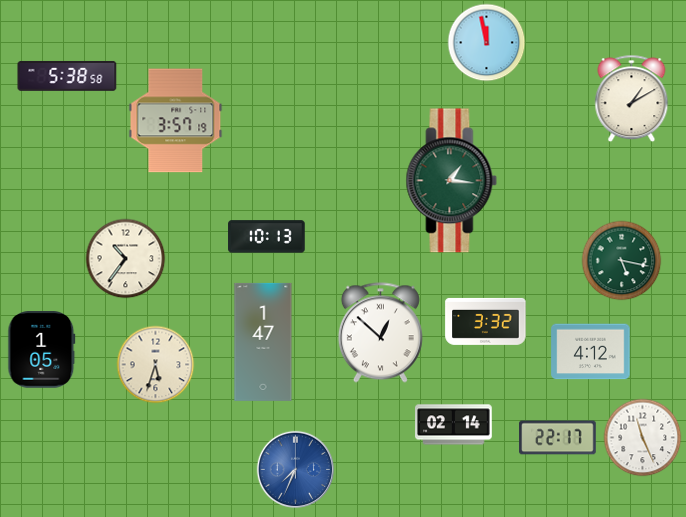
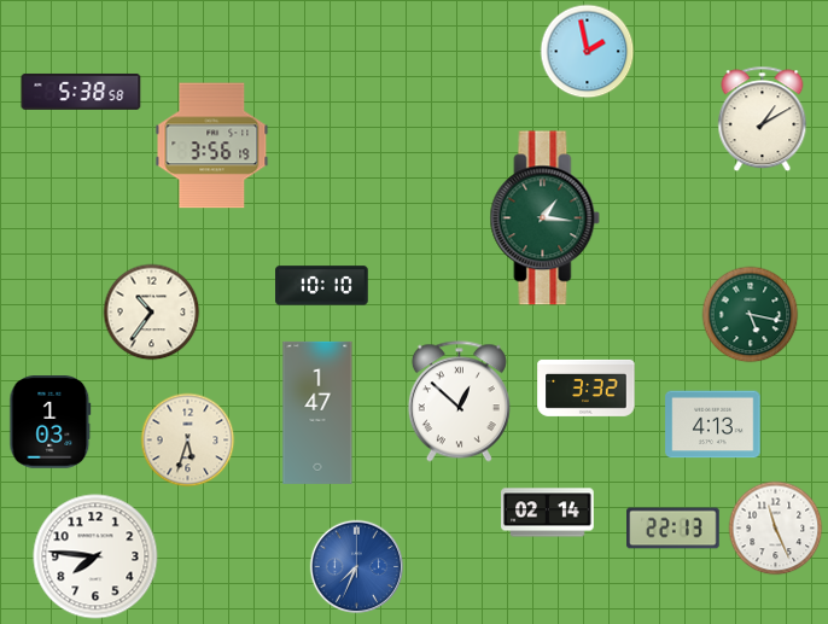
clock at (486, 42): 11:58 -> 1:58
clock at (176, 121): 3:57 -> 3:56
clock at (267, 237): 10:13 -> 10:10
clock at (42, 350): 1:05 -> 1:03
clock at (591, 352): 4:12 -> 4:13
clock at (558, 438): 22:17 -> 22:13
clock at (95, 556): none -> 7:46
